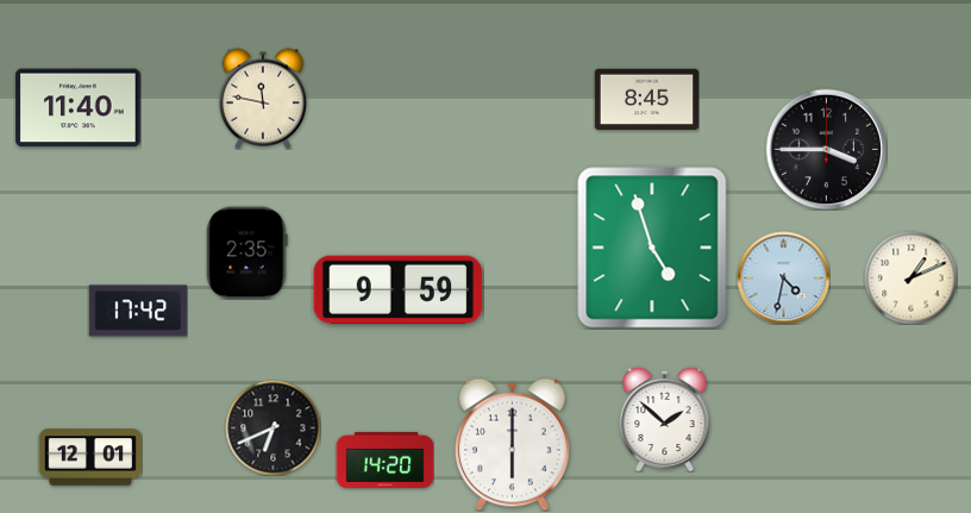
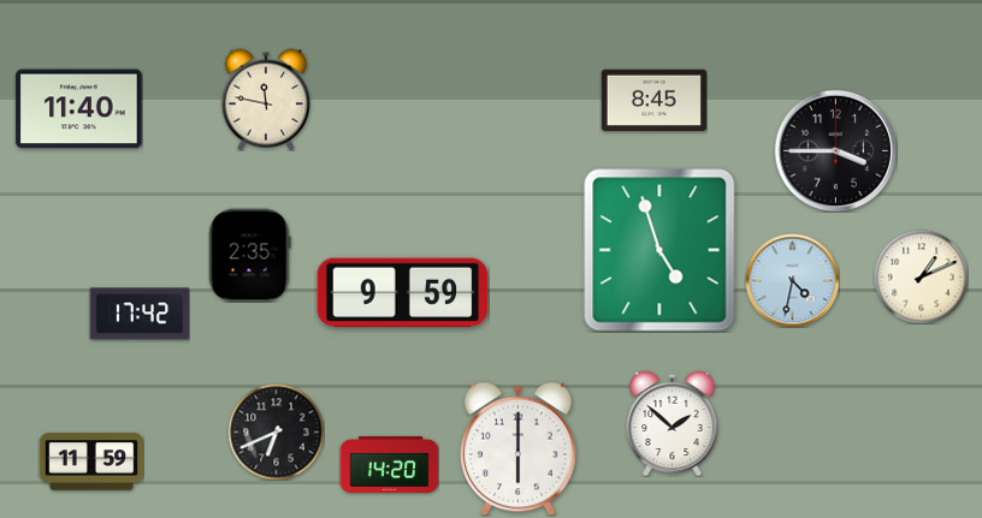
clock at (910, 277) position: (910, 277) -> (921, 276)
clock at (90, 457): 12:01 -> 11:59
